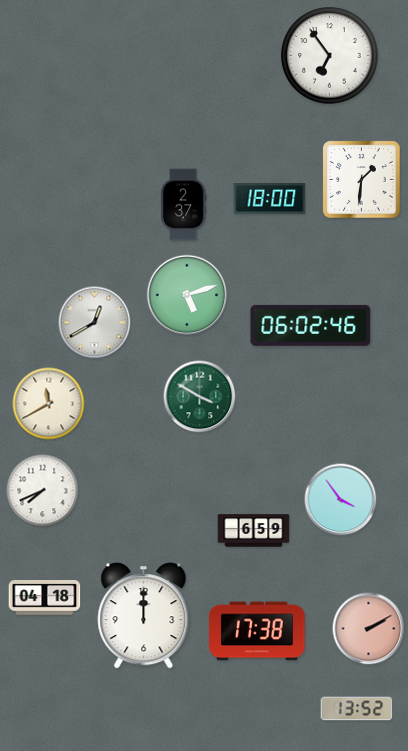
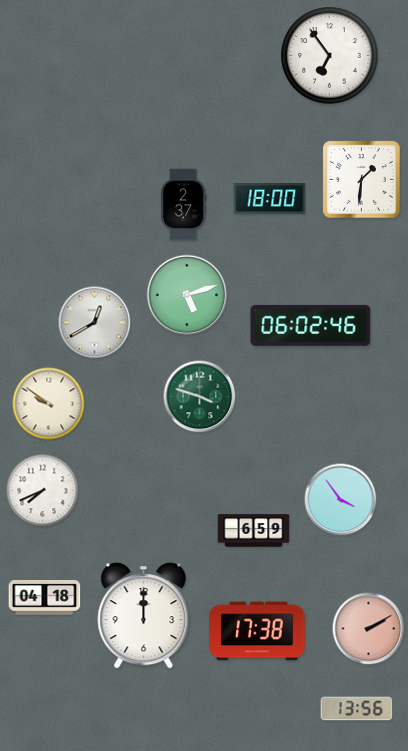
clock at (200, 397): 3:50 -> 3:48
clock at (49, 404): 11:40 -> 9:51
clock at (357, 709): 13:52 -> 13:56
